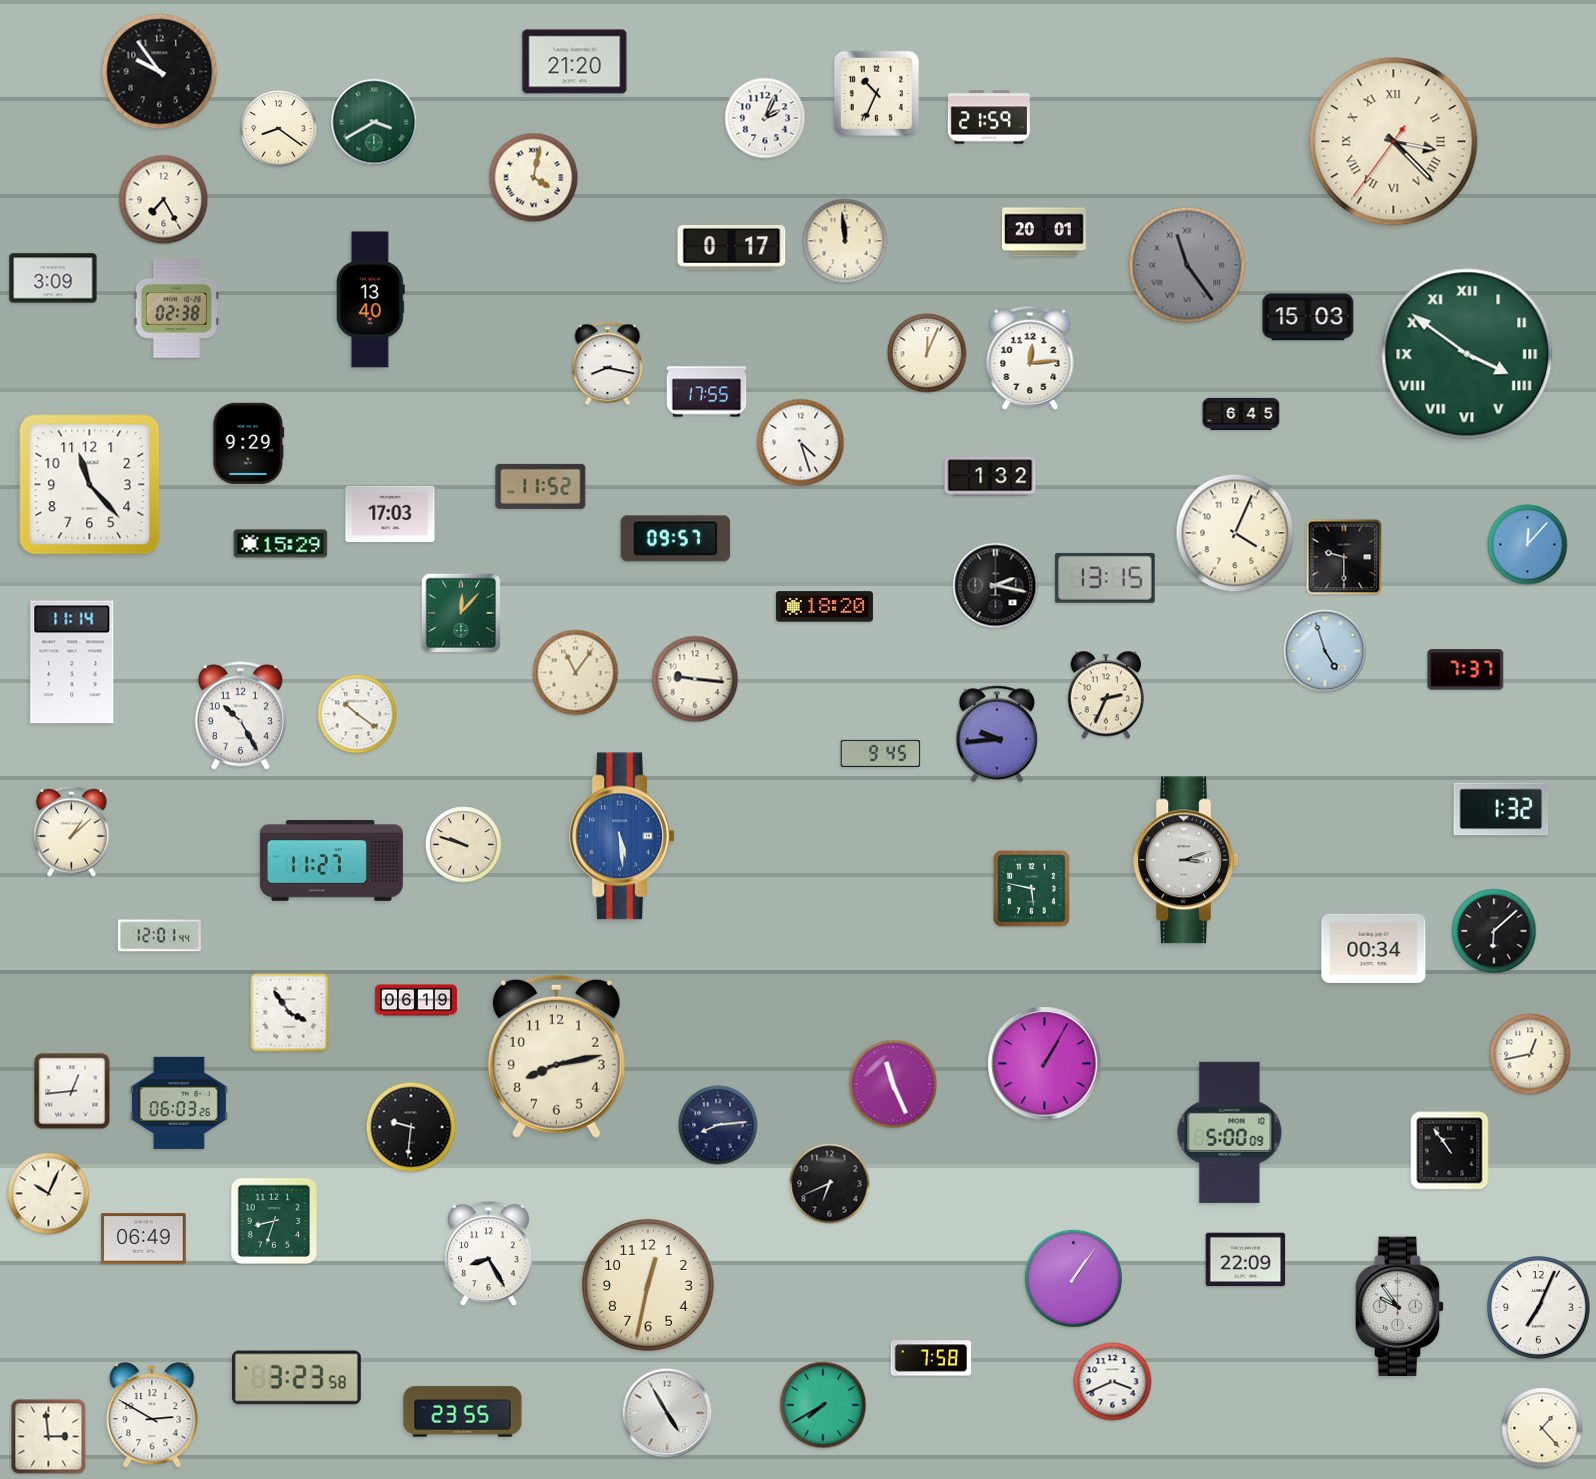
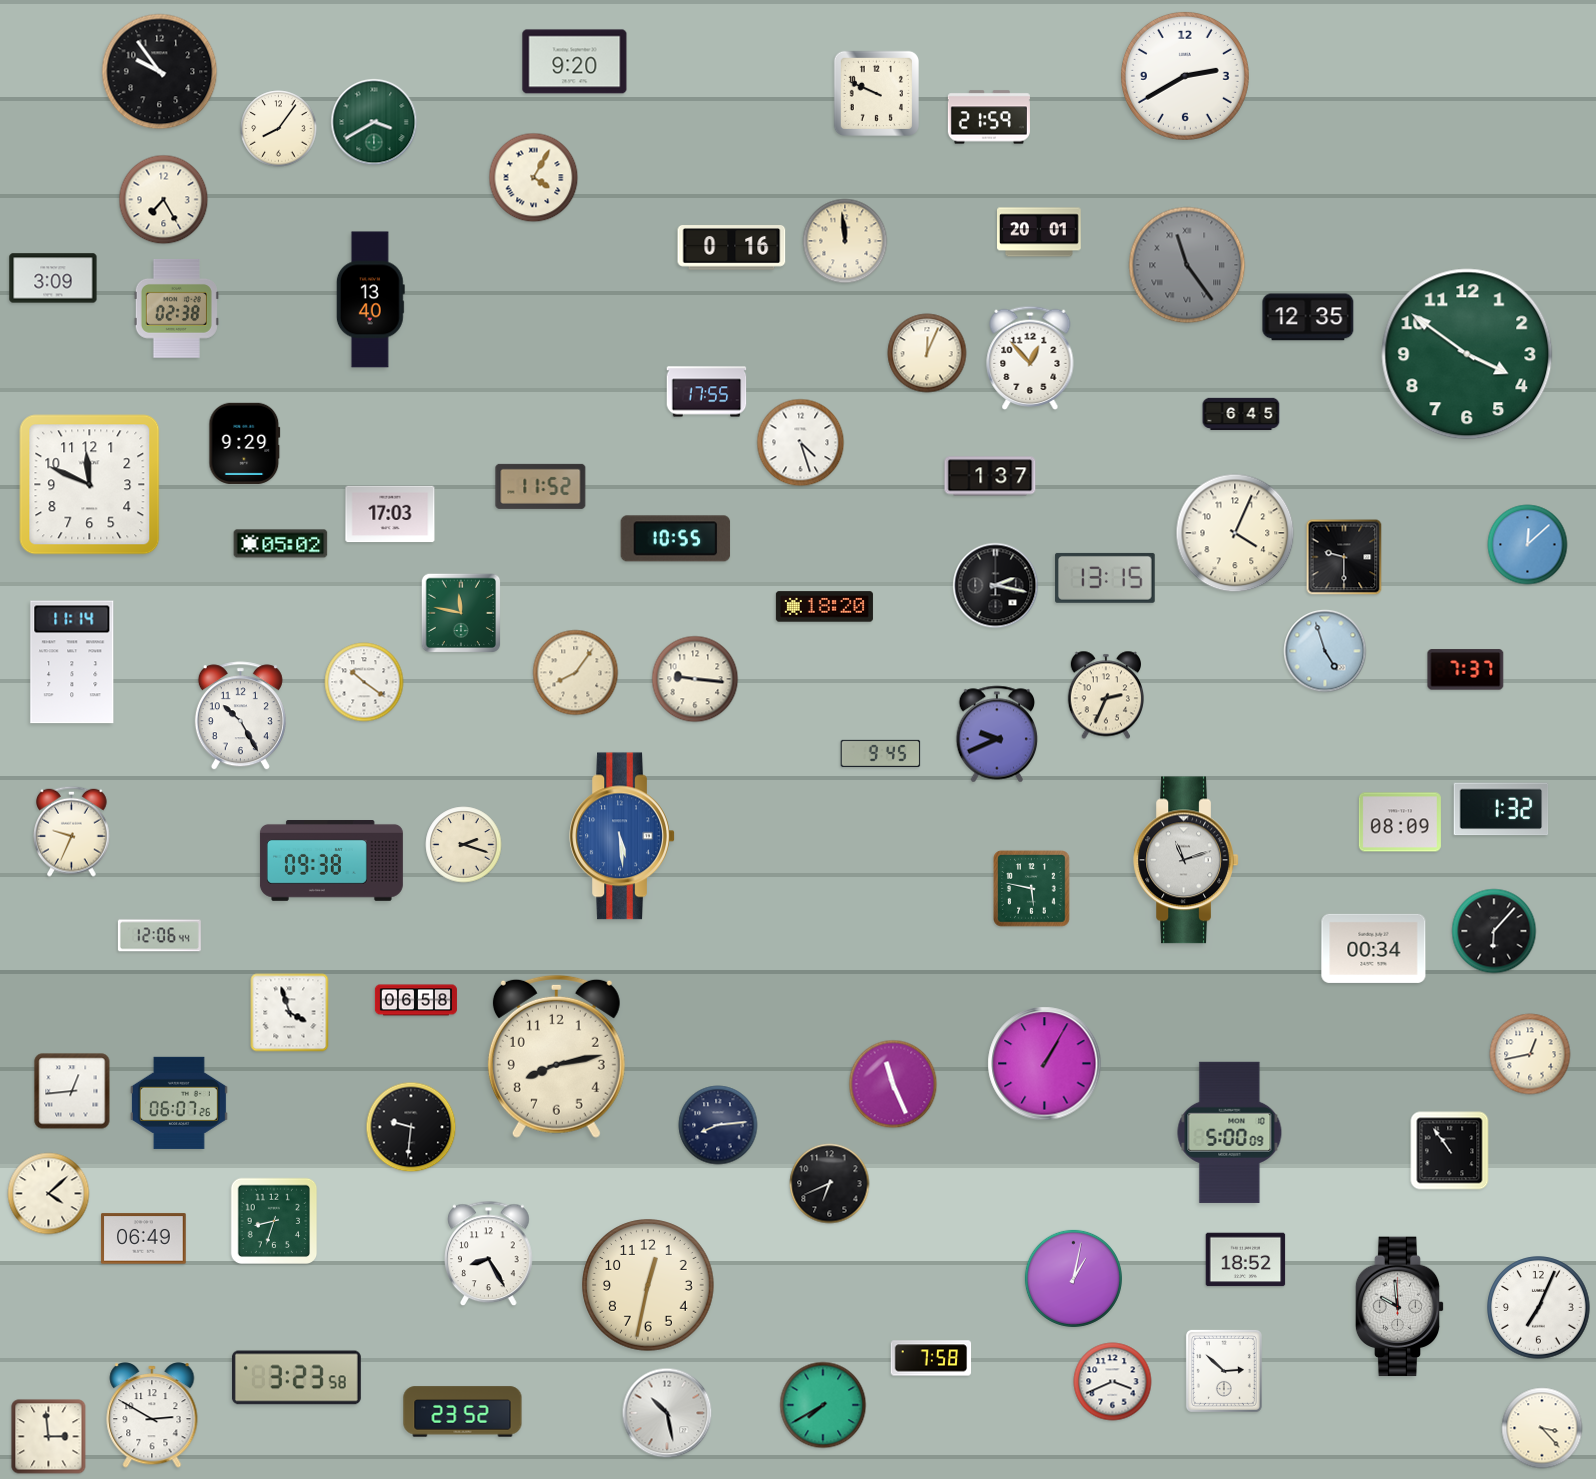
clock at (575, 62): 21:20 -> 9:20
clock at (1185, 76): none -> 2:40
clock at (876, 93): 10:34 -> 9:49
clock at (765, 118): 2:04 -> none
clock at (279, 129): 8:21 -> 8:06
clock at (1394, 142): 3:22 -> none
clock at (534, 178): 4:02 -> 4:05
clock at (1045, 232) position: (1045, 232) -> (1040, 232)
clock at (732, 248): 0:17 -> 0:16
clock at (1308, 317): 15:03 -> 12:35
clock at (1467, 354) numerals: Roman -> Arabic
clock at (1030, 357): 12:14 -> 12:53
clock at (608, 364): 8:17 -> none
clock at (249, 443) position: (249, 443) -> (245, 443)
clock at (990, 476): 1:32 -> 1:37
clock at (90, 485): 11:23 -> 11:49
clock at (676, 539): 09:57 -> 10:55
clock at (281, 544): 15:29 -> 05:02
clock at (1528, 545): 12:07 -> 12:08
clock at (461, 613): 12:07 -> 11:47
clock at (576, 673): 11:06 -> 8:06
clock at (357, 714) position: (357, 714) -> (364, 682)
clock at (997, 734): 9:44 -> 9:41
clock at (1400, 822): none -> 08:09
clock at (72, 831): 1:08 -> 9:34
clock at (464, 845): 9:48 -> 2:18
clock at (1186, 860): 3:12 -> 11:12
clock at (331, 861): 11:27 -> 09:38
clock at (1494, 931): 6:08 -> 6:07
clock at (159, 936): 12:01 -> 12:06
clock at (416, 1000): 06:19 -> 06:58
clock at (290, 1013): 3:54 -> 3:57
clock at (179, 1103): 06:03 -> 06:07
clock at (49, 1194): 10:04 -> 4:08
clock at (1246, 1260): 22:09 -> 18:52
clock at (1073, 1278): 1:06 -> 1:02
clock at (1400, 1307): 9:54 -> 9:59
clock at (1224, 1371): none -> 2:52
clock at (463, 1412): 23:55 -> 23:52
clock at (667, 1413): 4:55 -> 10:28
clock at (1542, 1428): 1:23 -> 3:23
